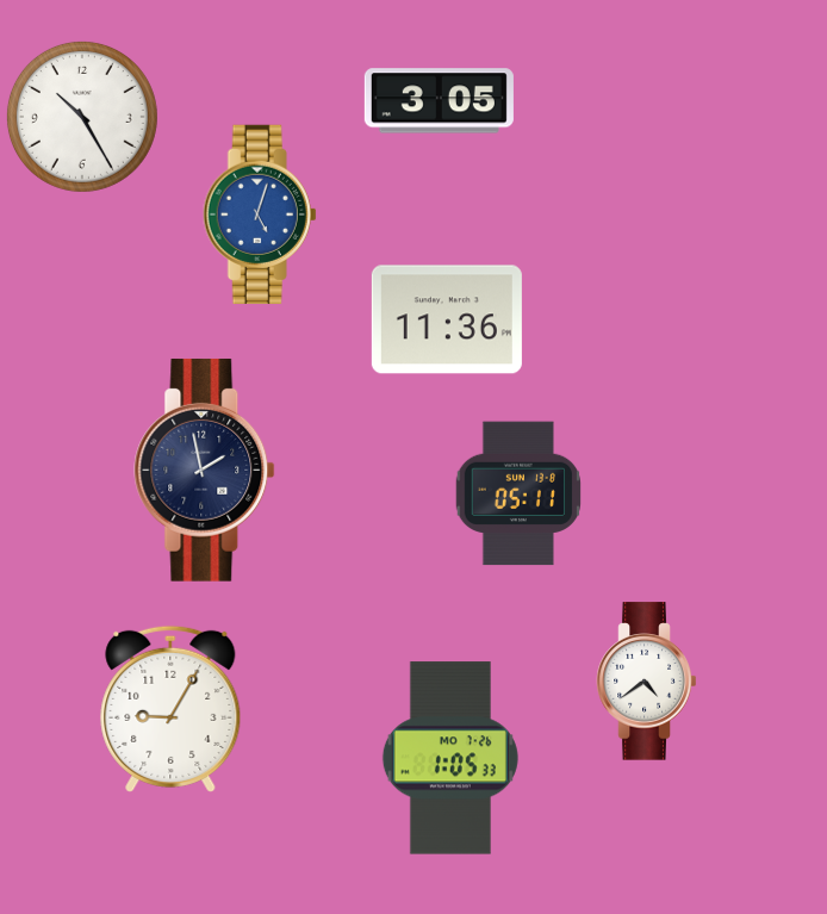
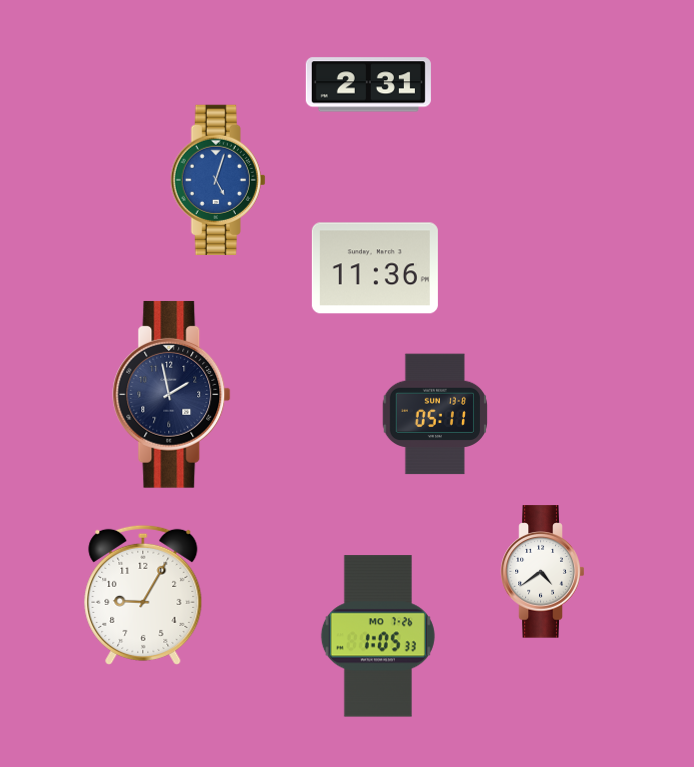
clock at (439, 101): 3:05 -> 2:31
clock at (82, 117): 10:25 -> none
